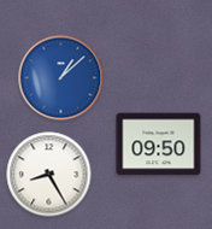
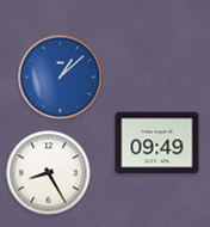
clock at (159, 145): 09:50 -> 09:49
